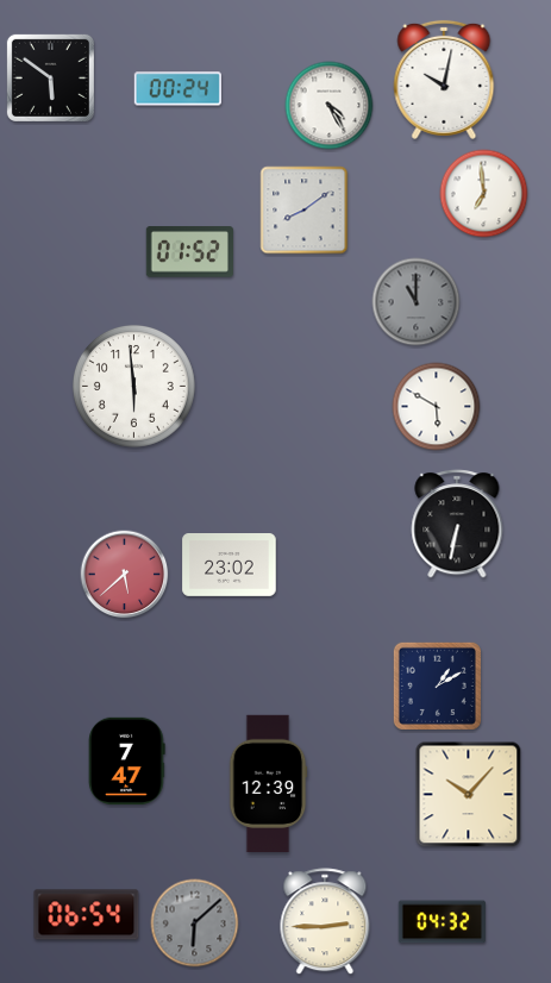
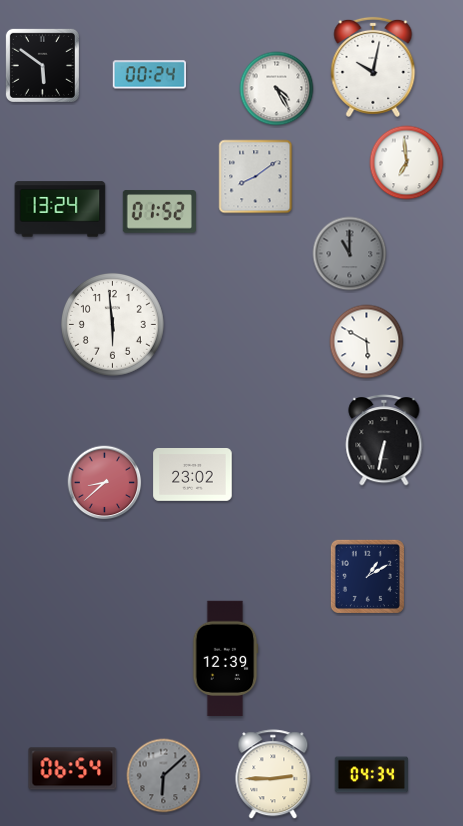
clock at (60, 209): none -> 13:24
clock at (125, 575): 5:38 -> 8:38
clock at (127, 760): 7:47 -> none
clock at (469, 795): 10:07 -> none
clock at (442, 922): 04:32 -> 04:34
